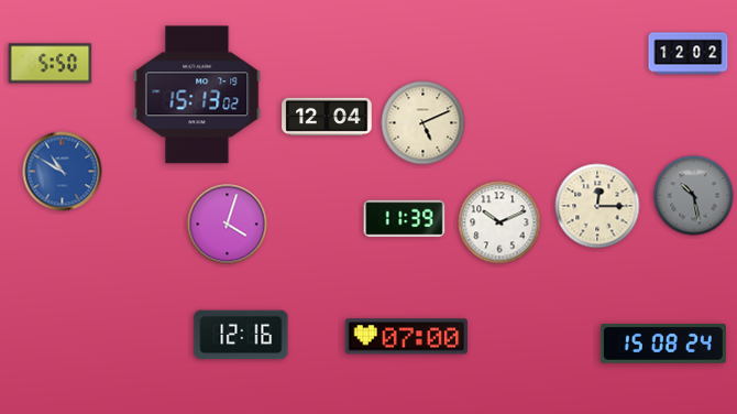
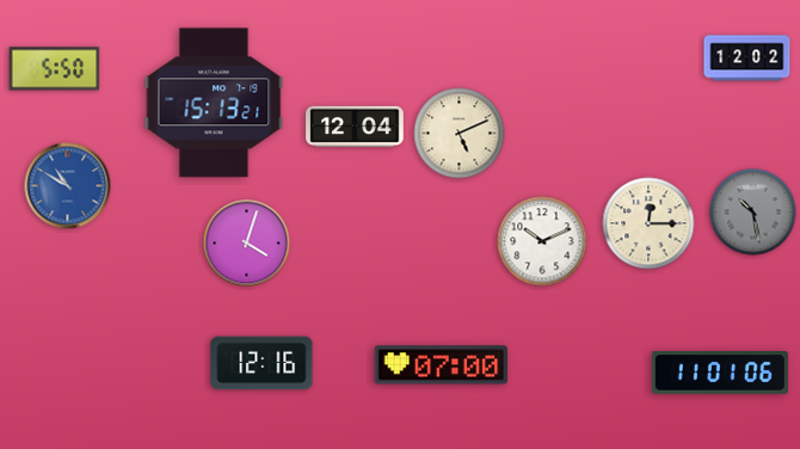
clock at (197, 95): 15:13:02 -> 15:13:21
clock at (405, 219): 11:39 -> none
clock at (663, 344): 15:08 -> 11:01
